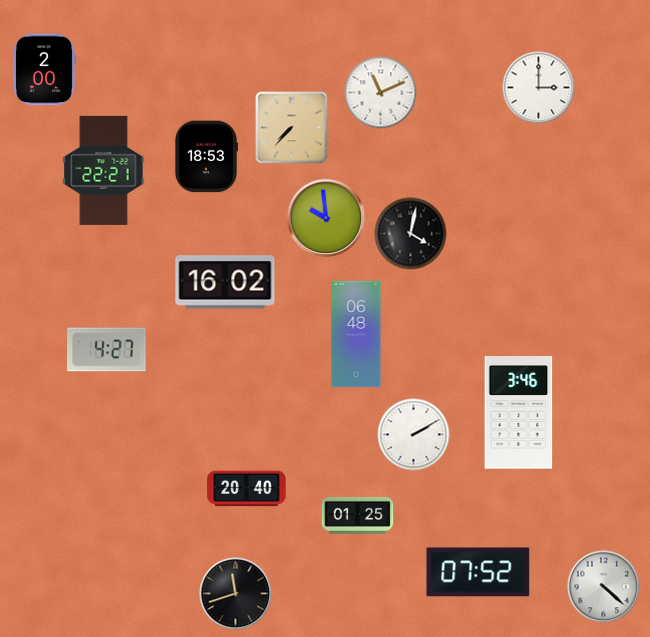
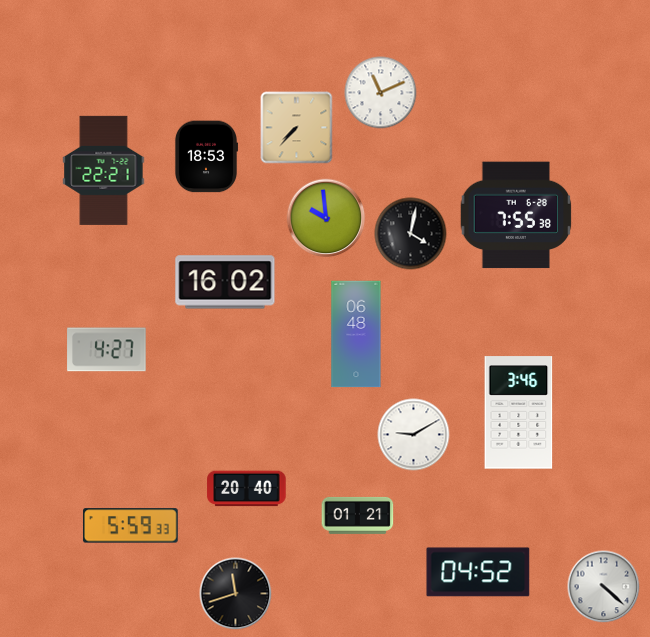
clock at (44, 70): 2:00 -> none
clock at (539, 88): 3:00 -> none
clock at (292, 128) position: (292, 128) -> (297, 128)
clock at (516, 215): none -> 7:55
clock at (414, 435): 2:10 -> 9:10
clock at (358, 515): 01:25 -> 01:21
clock at (131, 526): none -> 5:59
clock at (478, 572): 07:52 -> 04:52
